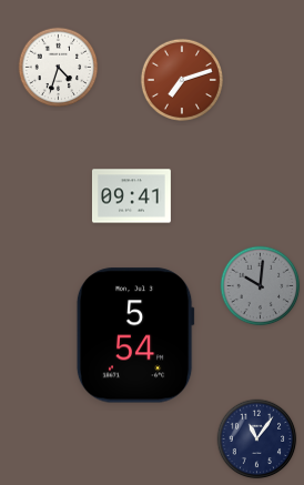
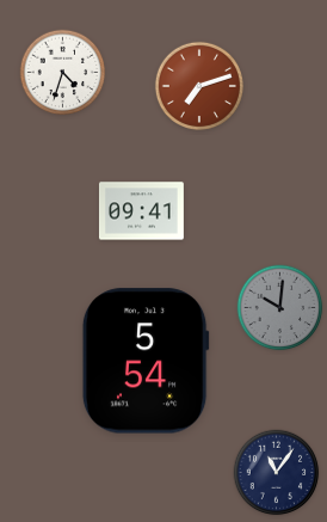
clock at (181, 79) position: (181, 79) -> (198, 85)
